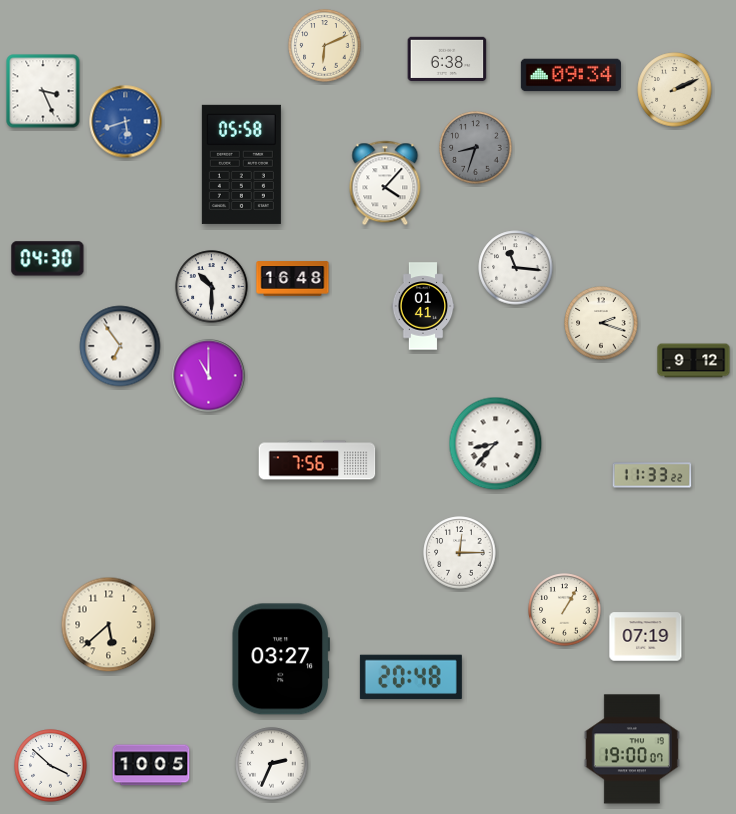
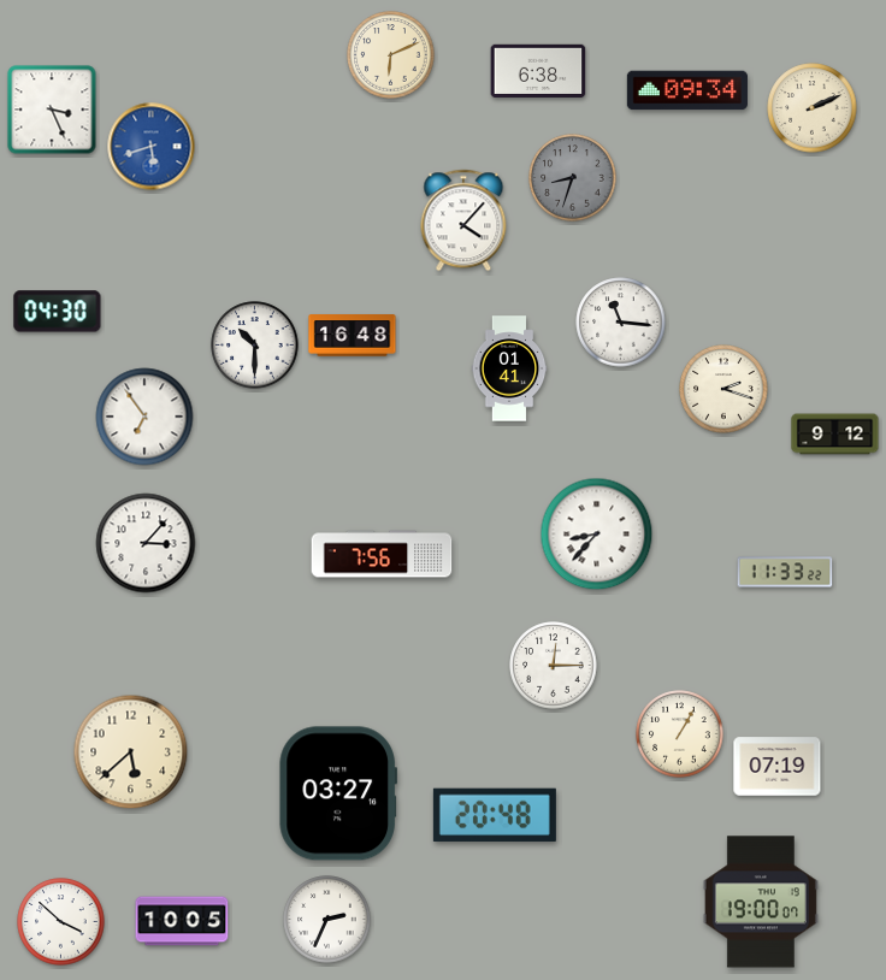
clock at (241, 164): 05:58 -> none
clock at (209, 376): 11:00 -> none
clock at (146, 543): none -> 3:07
